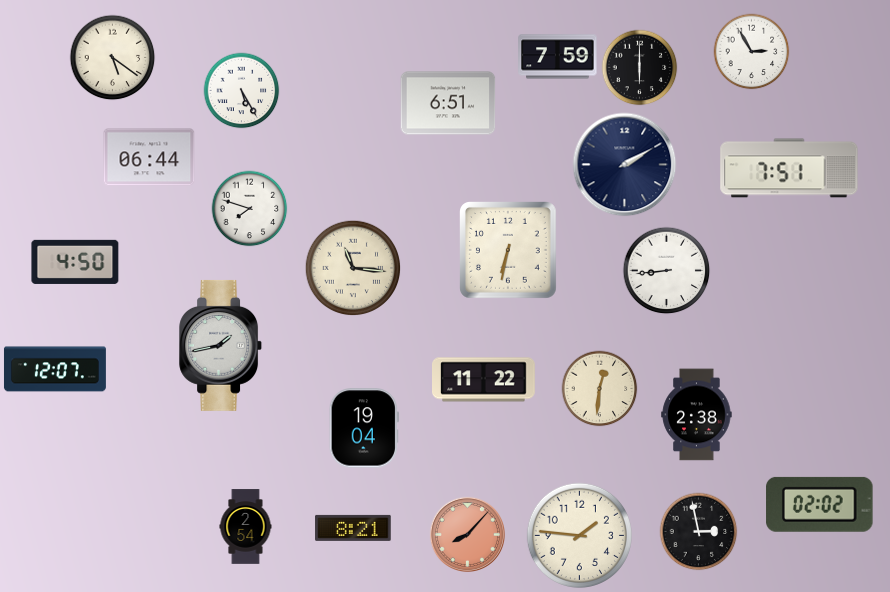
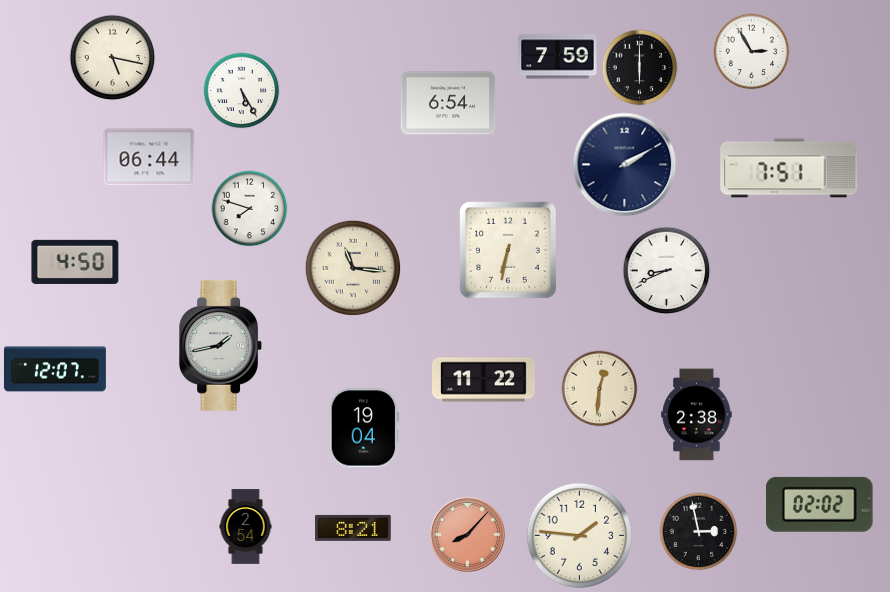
clock at (113, 58): 5:21 -> 5:17
clock at (448, 103): 6:51 -> 6:54
clock at (667, 271): 8:44 -> 8:41
